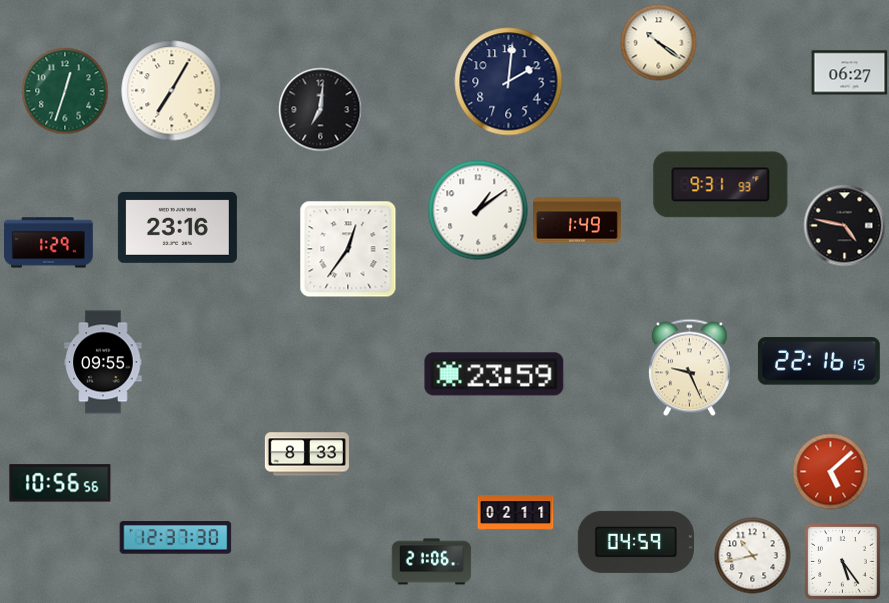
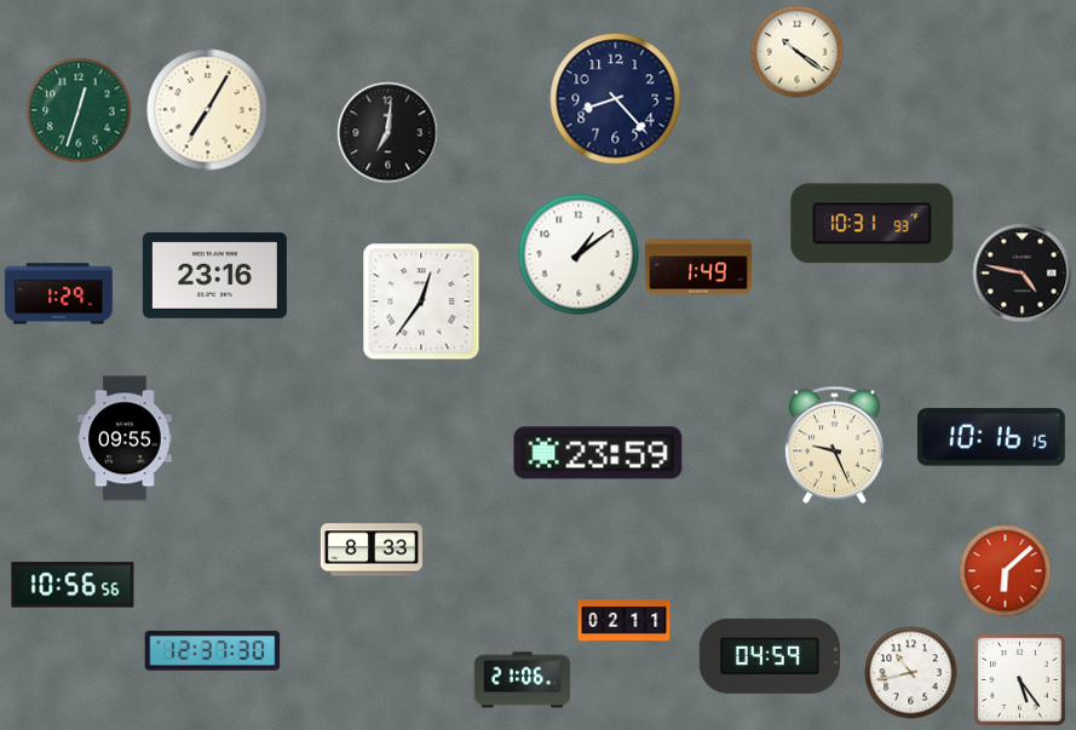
clock at (850, 73): 06:27 -> none
clock at (509, 82): 2:01 -> 8:23
clock at (721, 185): 9:31 -> 10:31
clock at (819, 361): 22:16 -> 10:16
clock at (831, 472): 5:08 -> 6:08
